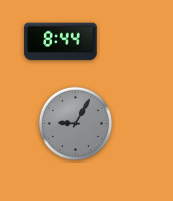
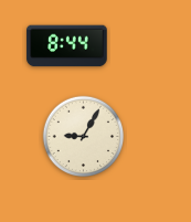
clock at (76, 124) dial: grey -> cream
